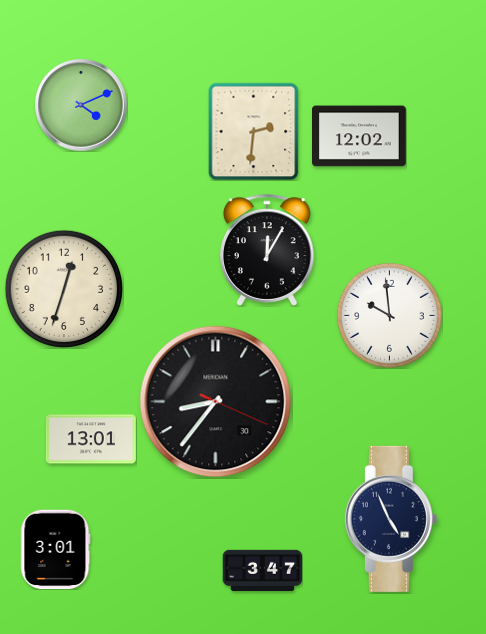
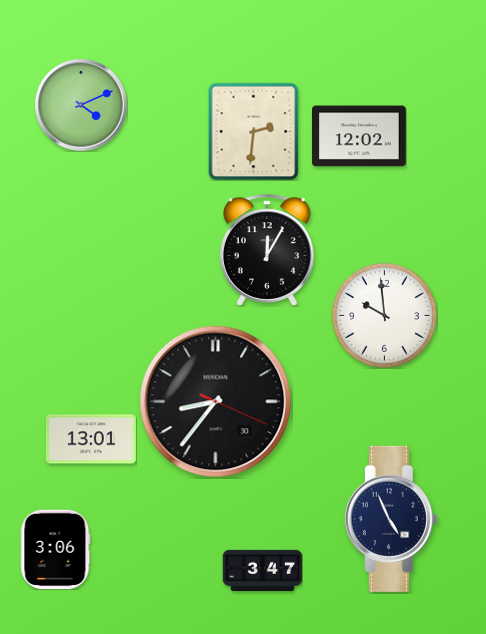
clock at (63, 288): 12:33 -> none
clock at (389, 315) position: (389, 315) -> (384, 315)
clock at (56, 549): 3:01 -> 3:06
